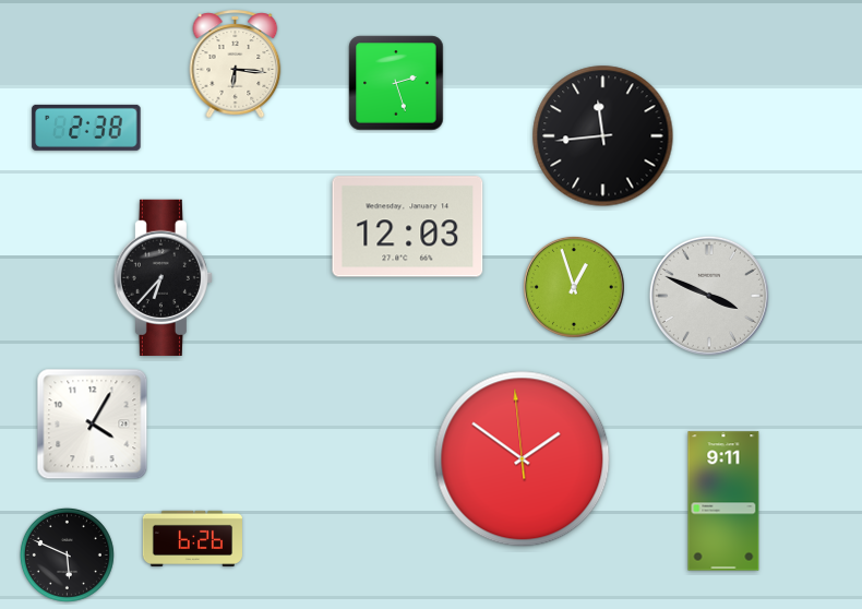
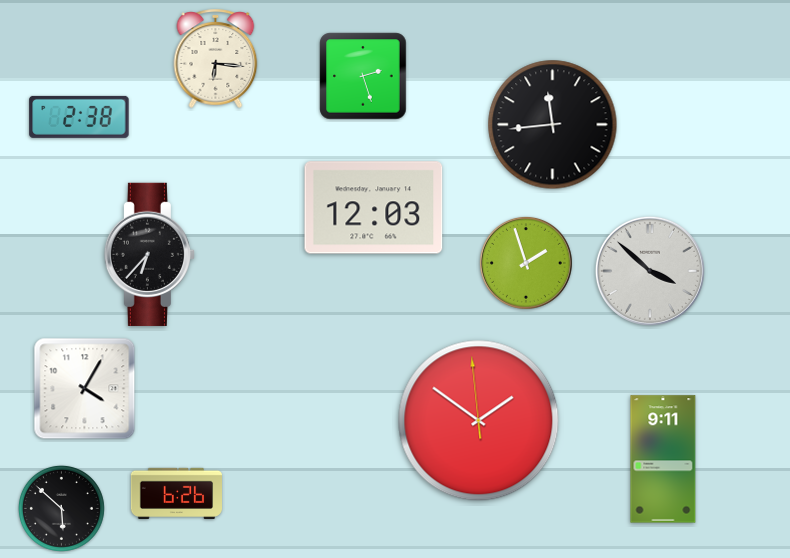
clock at (574, 287): 12:57 -> 1:57
clock at (709, 296): 3:49 -> 3:52
clock at (67, 554): 5:49 -> 5:52
